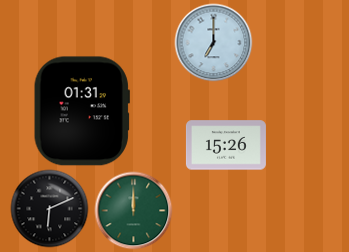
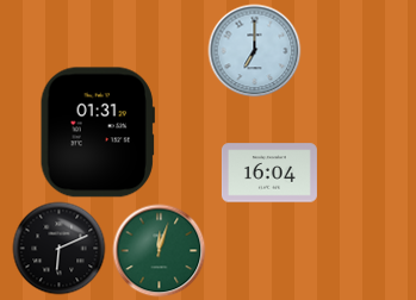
clock at (226, 145): 15:26 -> 16:04
clock at (133, 210): 12:00 -> 12:03
